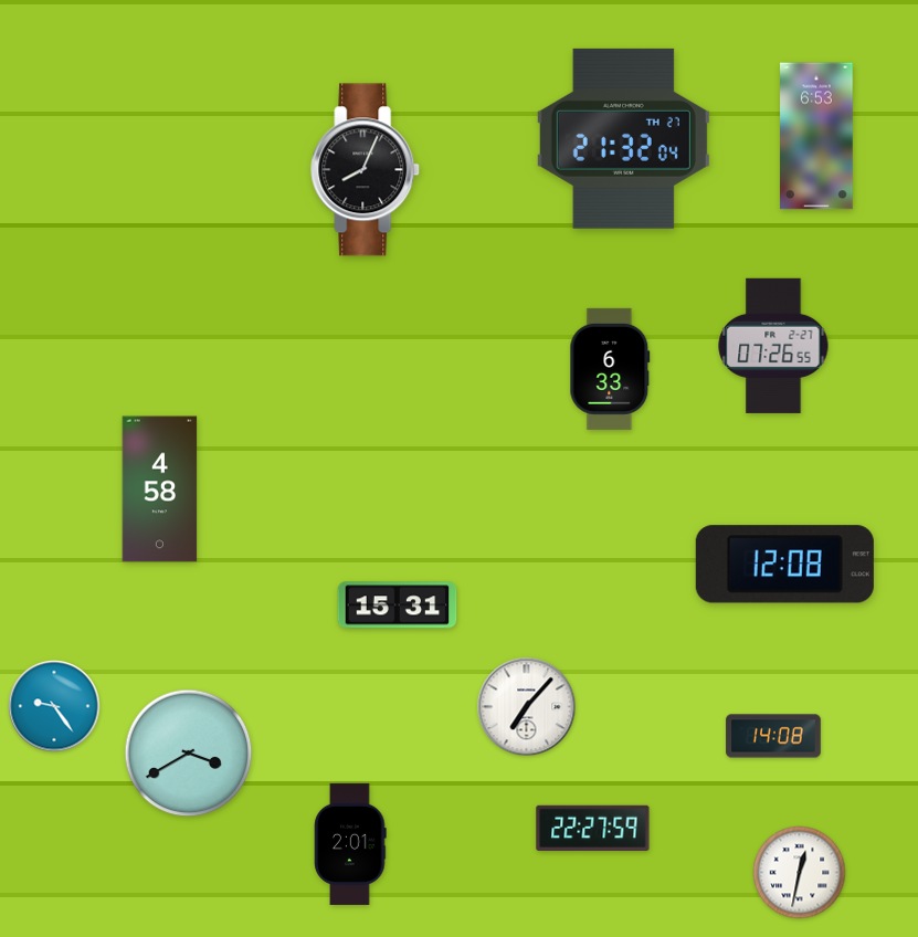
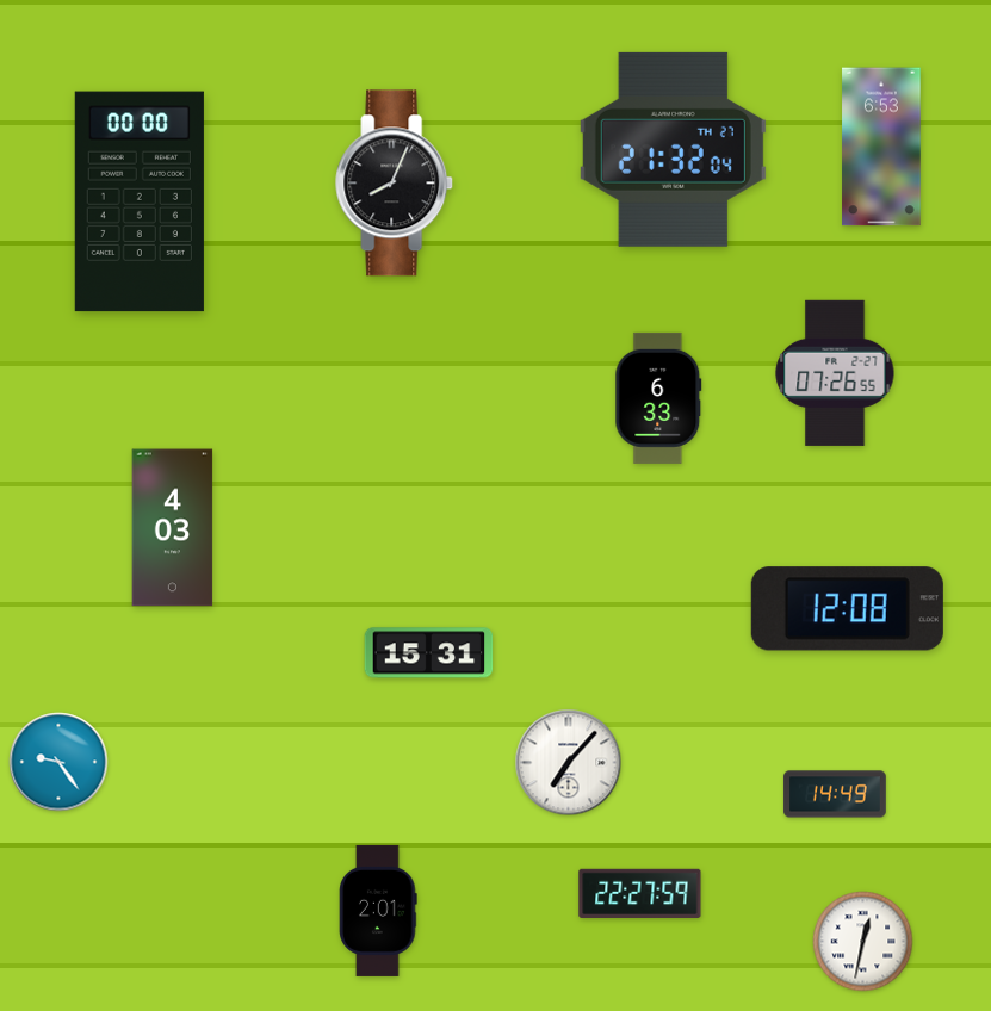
clock at (140, 201): none -> 00:00
clock at (160, 489): 4:58 -> 4:03
clock at (773, 736): 14:08 -> 14:49
clock at (189, 754): 3:40 -> none
